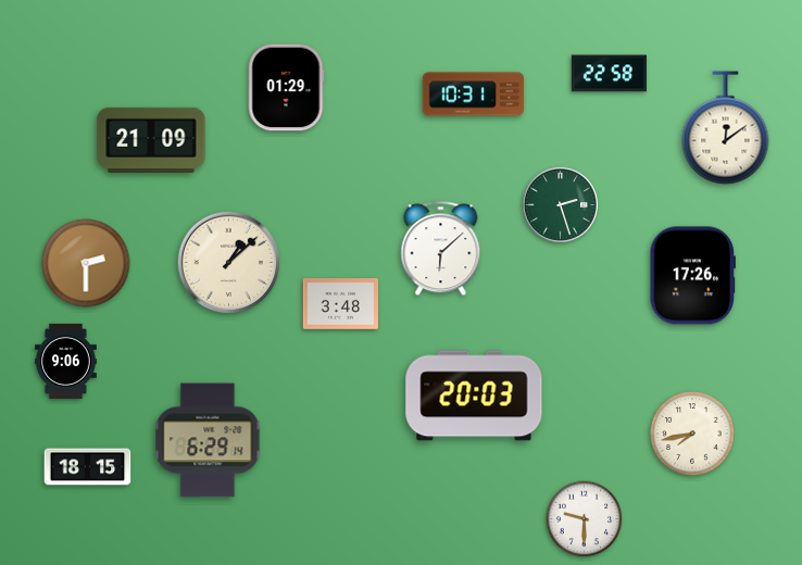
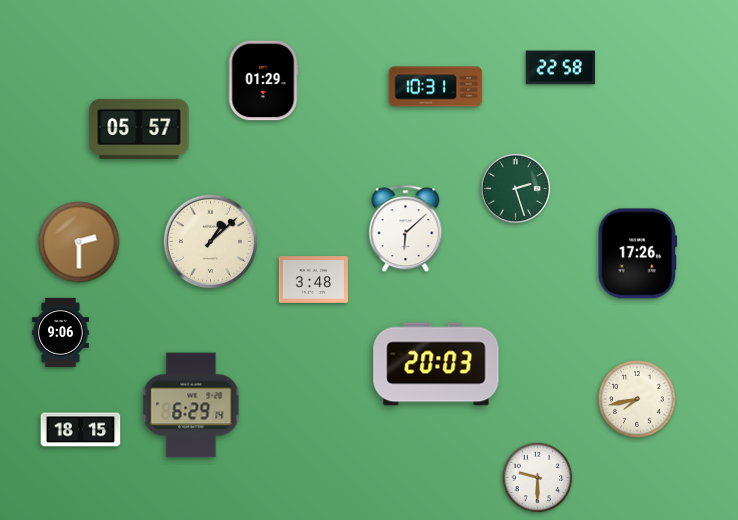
clock at (726, 128): 12:09 -> none
clock at (151, 140): 21:09 -> 05:57
